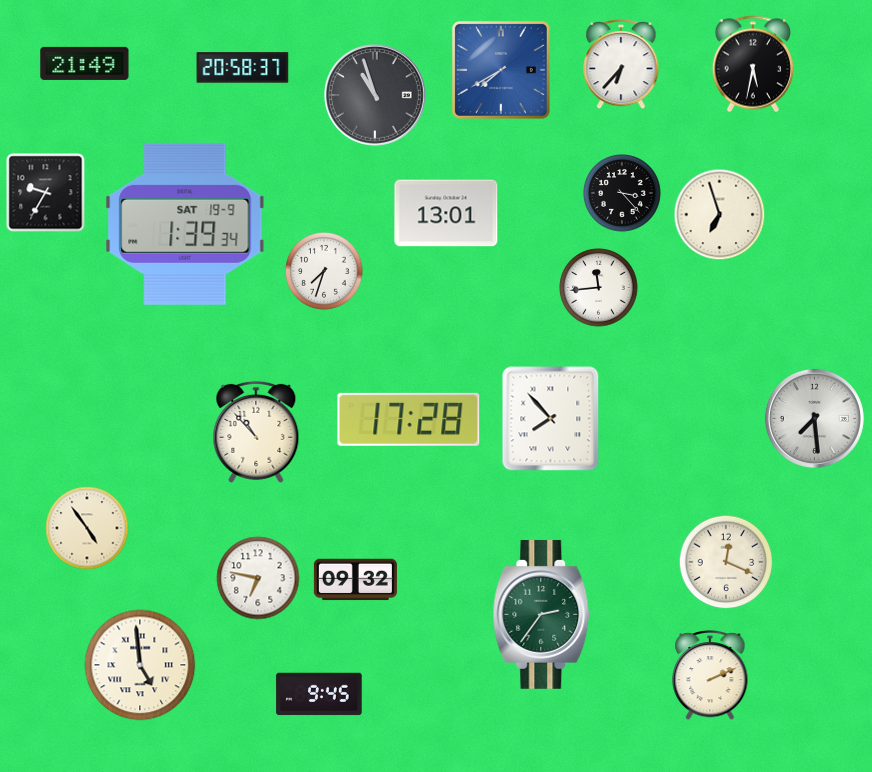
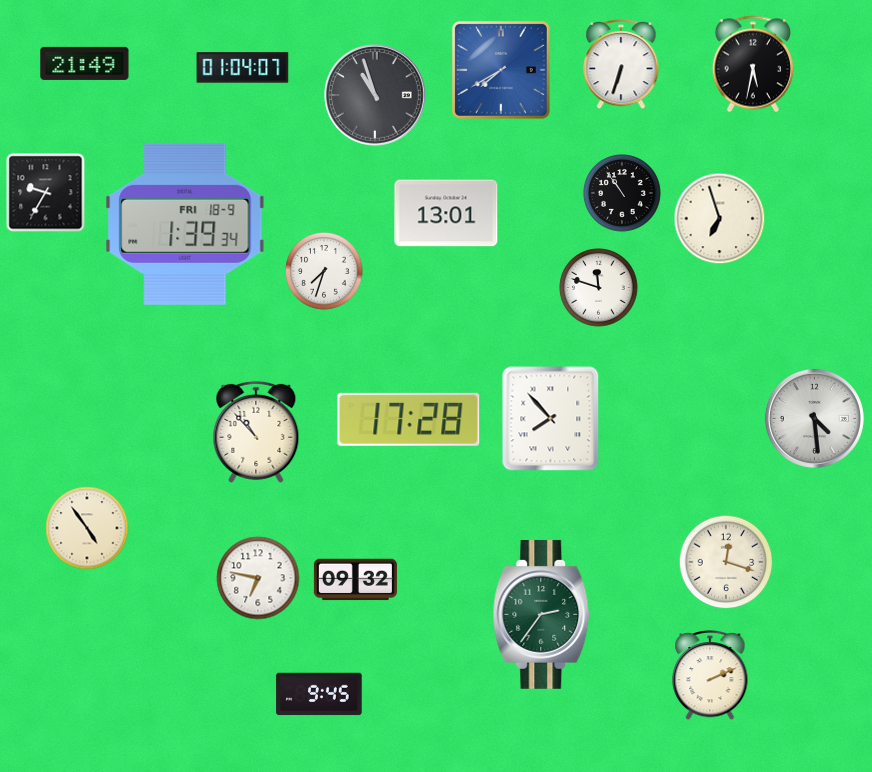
clock at (621, 65): 6:37 -> 6:33
clock at (243, 68): 20:58 -> 01:04
clock at (622, 193): 3:23 -> 10:54
clock at (720, 215) position: (720, 215) -> (720, 219)
clock at (185, 224) date: SAT 19-9 -> FRI 18-9
clock at (599, 288): 11:44 -> 11:48
clock at (814, 418): 7:29 -> 4:29
clock at (726, 562): 12:19 -> 12:18
clock at (140, 665): 4:59 -> none
